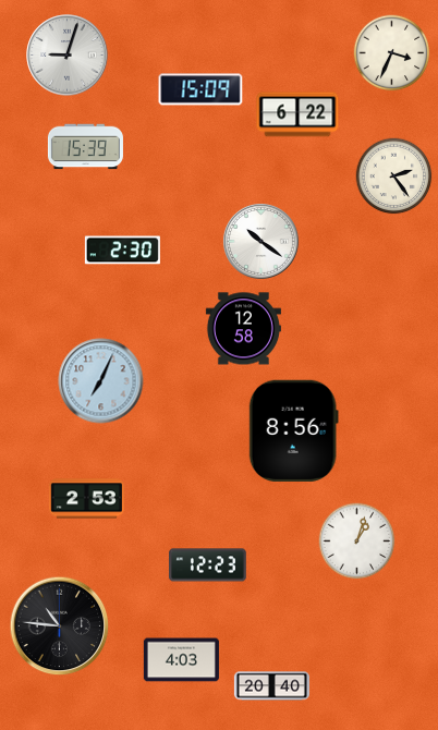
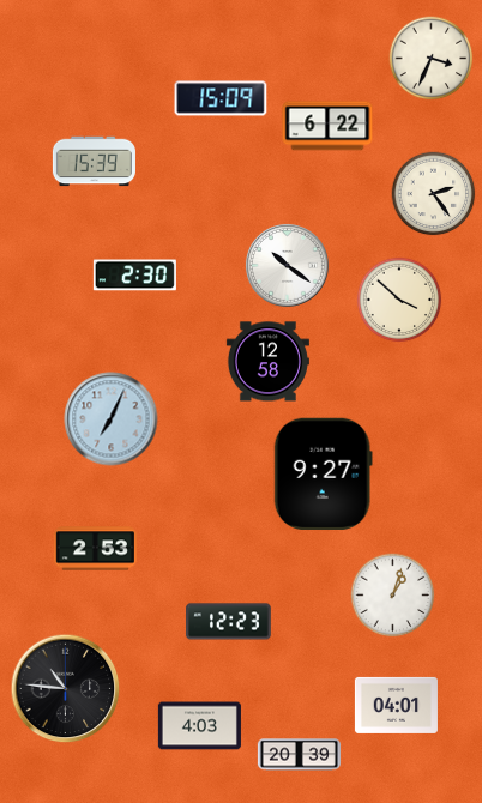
clock at (68, 56): 9:03 -> none
clock at (399, 300): none -> 3:52
clock at (293, 430): 8:56 -> 9:27
clock at (396, 705): none -> 04:01
clock at (271, 686): 20:40 -> 20:39
